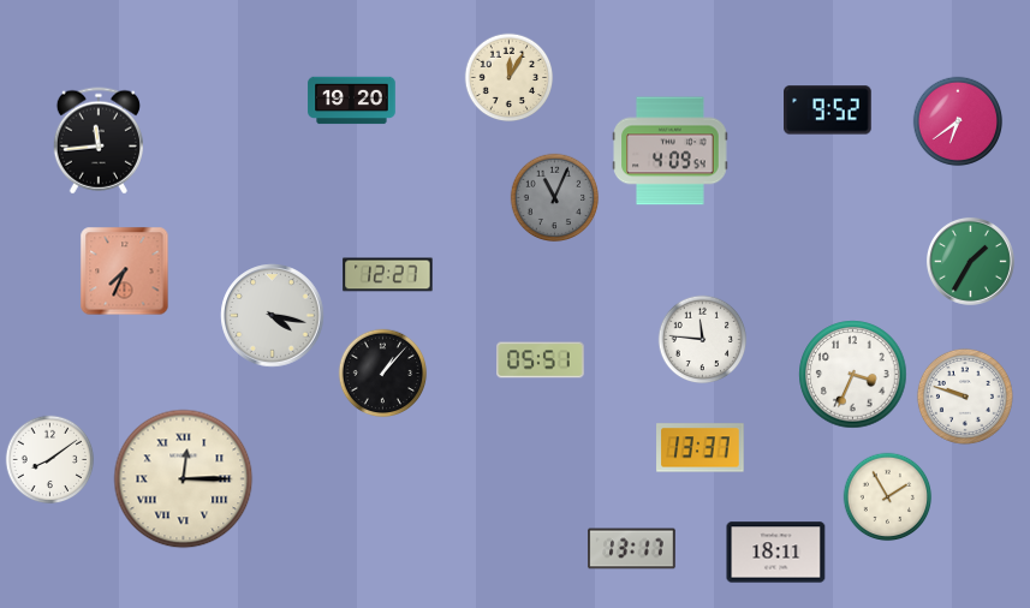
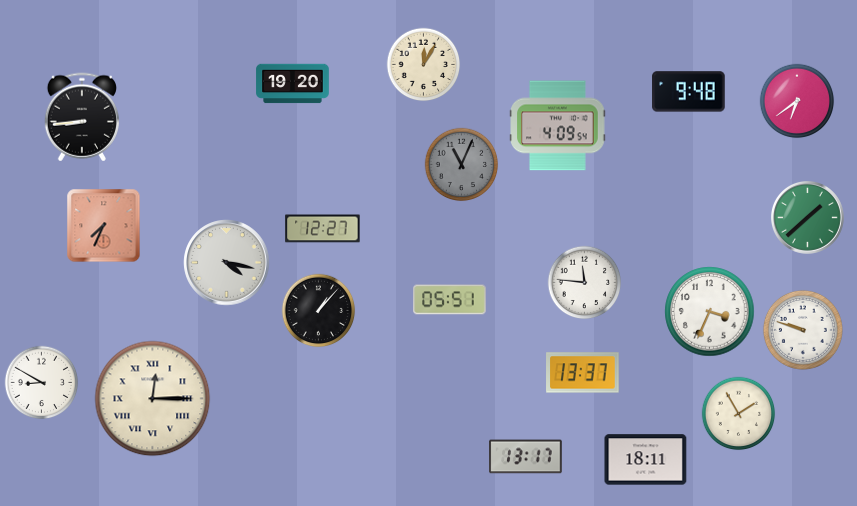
clock at (828, 111): 9:52 -> 9:48
clock at (97, 141): 11:44 -> 8:44
clock at (970, 261): 1:35 -> 1:38
clock at (50, 460): 8:09 -> 8:50
